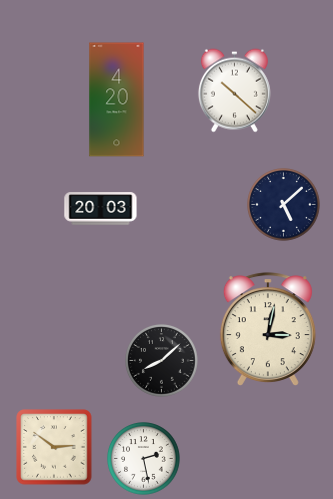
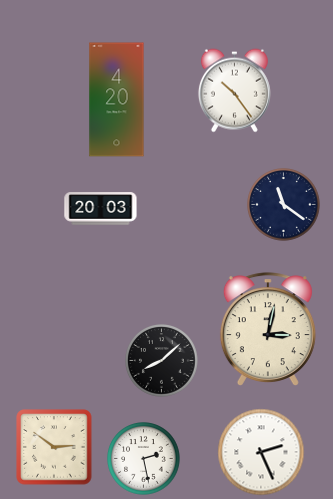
clock at (234, 91): 10:22 -> 10:24
clock at (284, 205): 5:08 -> 11:21
clock at (261, 452): none -> 2:26
